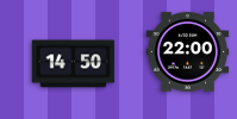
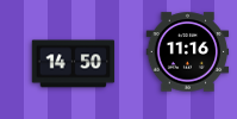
clock at (188, 52): 22:00 -> 11:16
